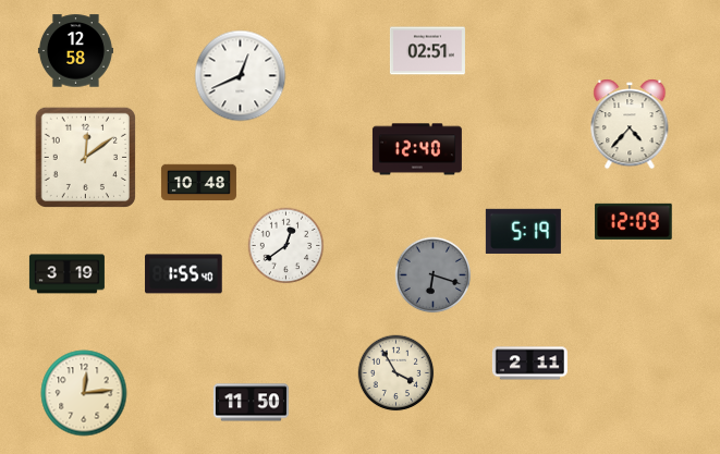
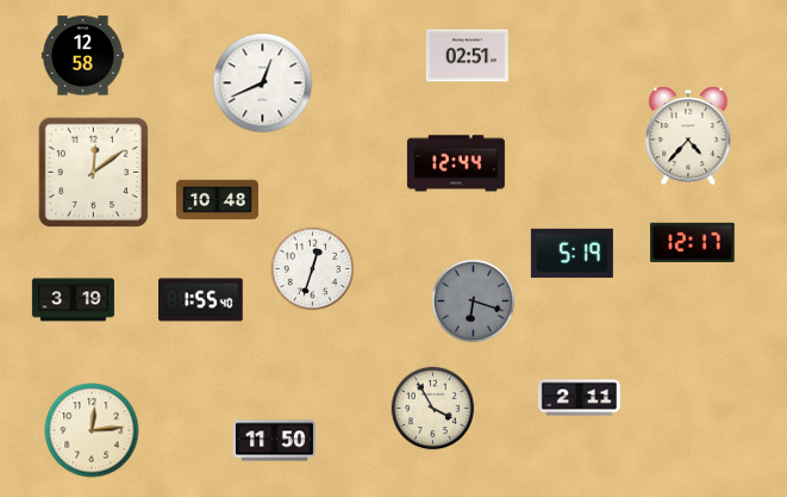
clock at (417, 149): 12:40 -> 12:44
clock at (634, 221): 12:09 -> 12:17
clock at (286, 246): 12:39 -> 12:33
